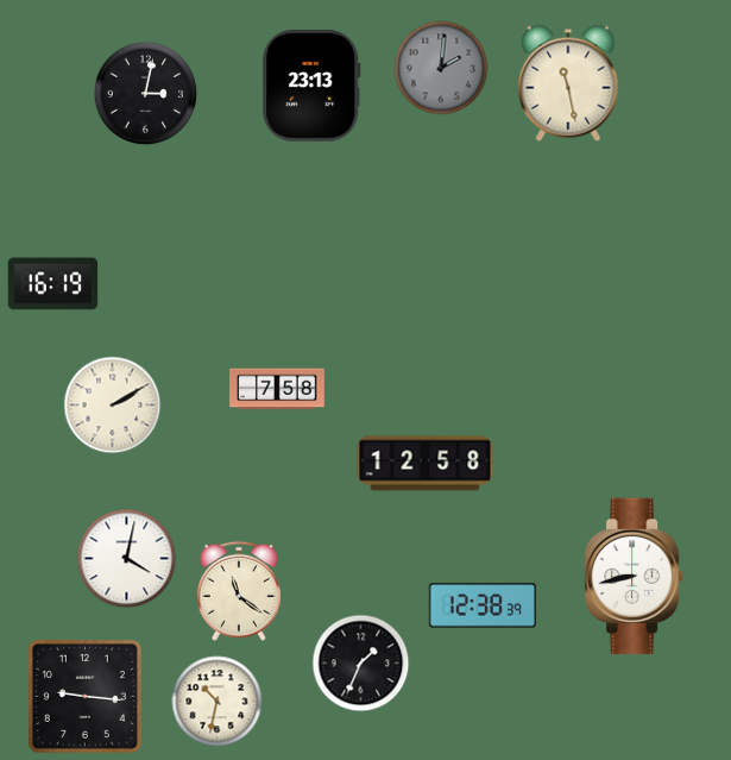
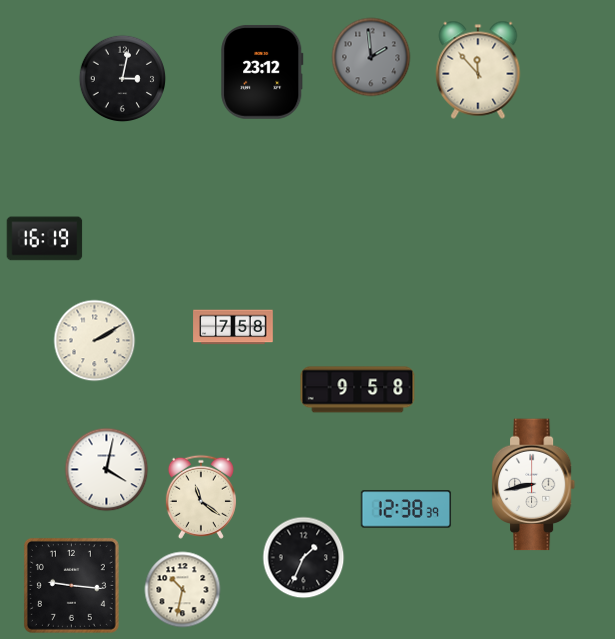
clock at (441, 68): 2:01 -> 1:59
clock at (568, 83): 11:28 -> 11:53
clock at (311, 86): 23:13 -> 23:12
clock at (426, 464): 12:58 -> 9:58
